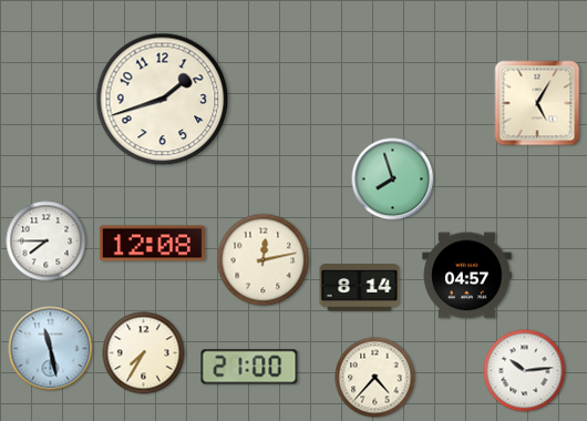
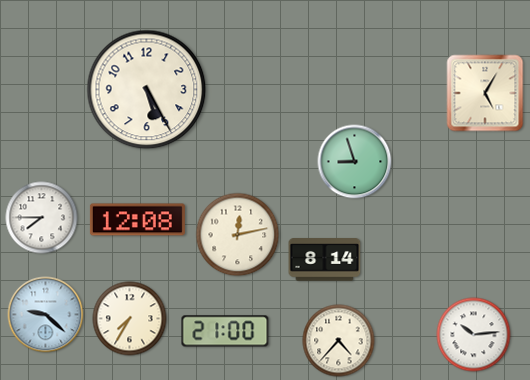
clock at (163, 100): 1:42 -> 5:25
clock at (393, 179): 7:57 -> 8:57
clock at (467, 276): 04:57 -> none
clock at (51, 349): 11:28 -> 9:22
